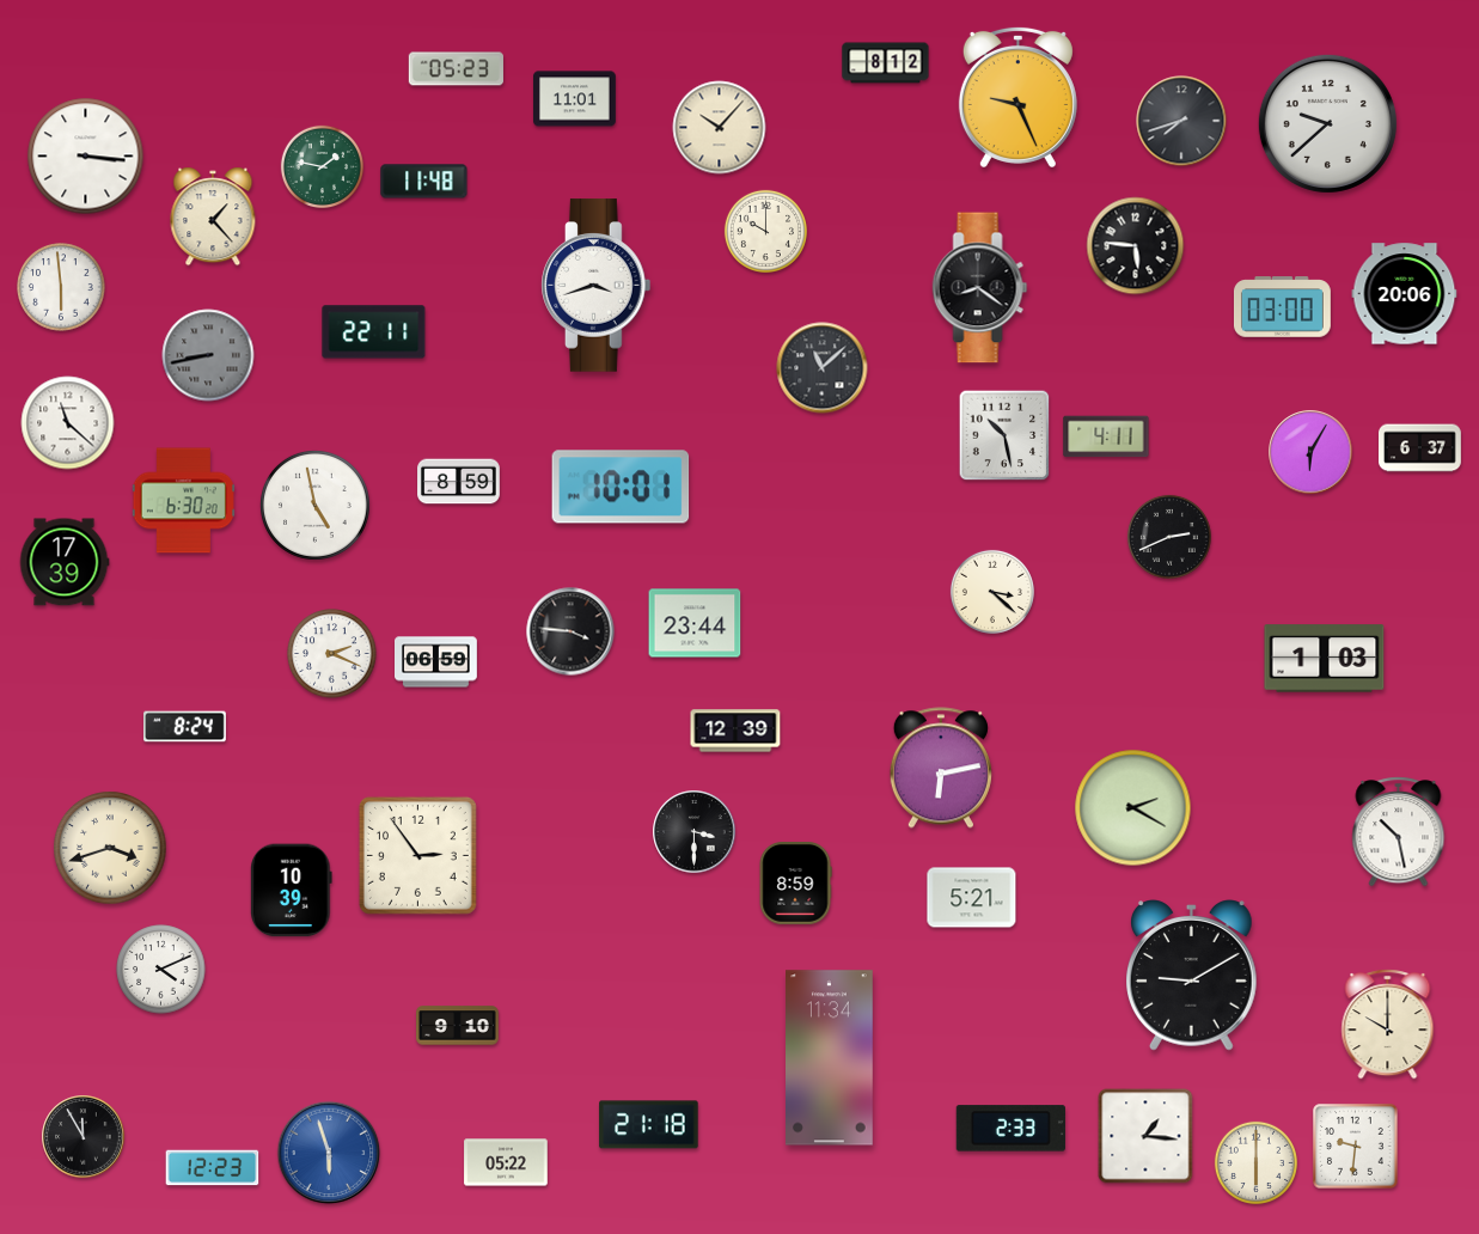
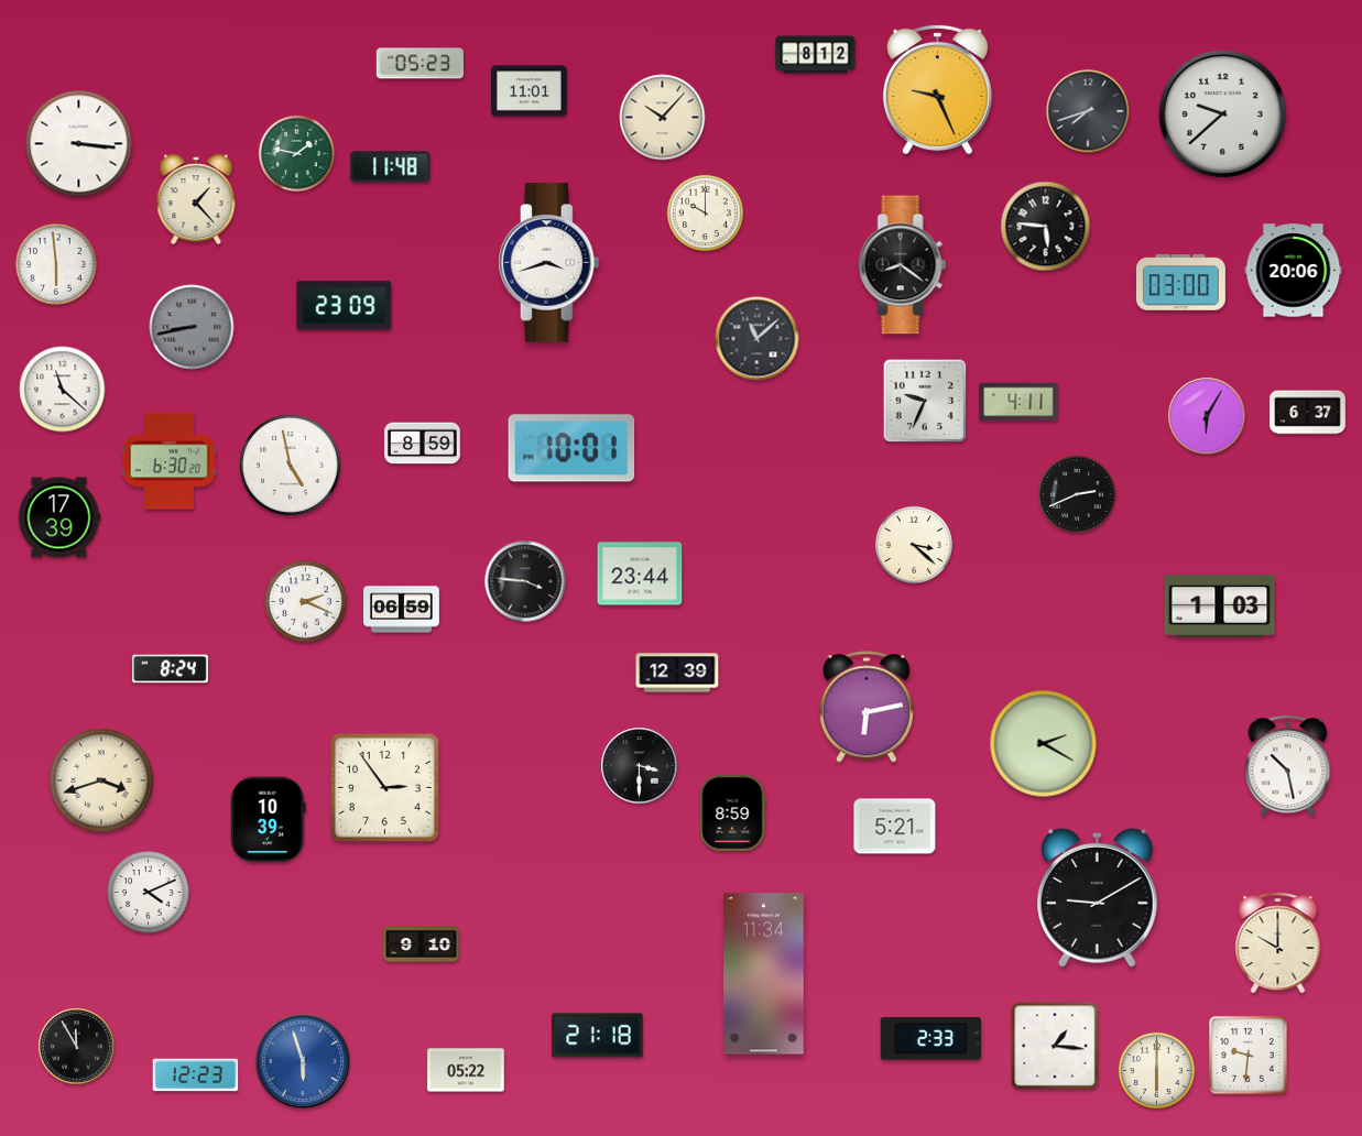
clock at (886, 63) position: (886, 63) -> (816, 55)
clock at (374, 332): 22:11 -> 23:09
clock at (1004, 435): 10:28 -> 9:34
